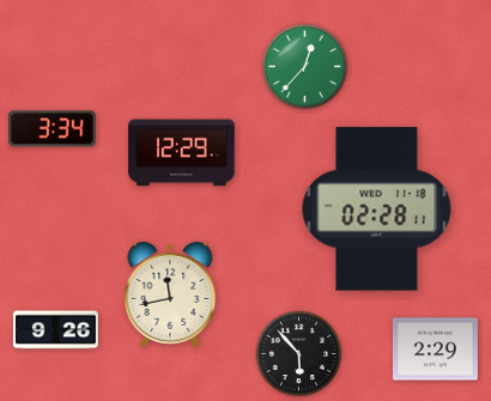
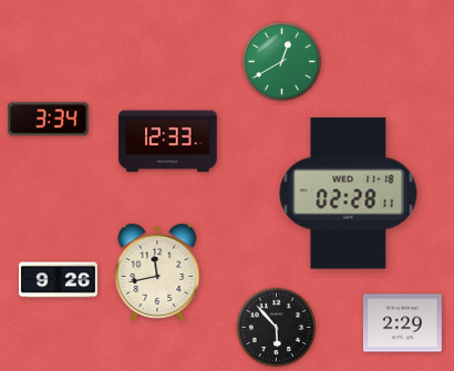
clock at (305, 67): 12:37 -> 12:40
clock at (182, 153): 12:29 -> 12:33
clock at (55, 330) position: (55, 330) -> (58, 280)
